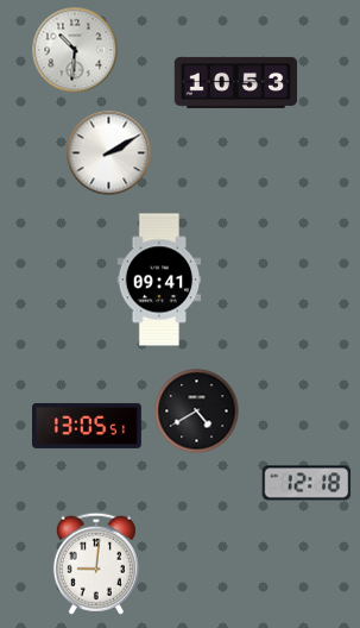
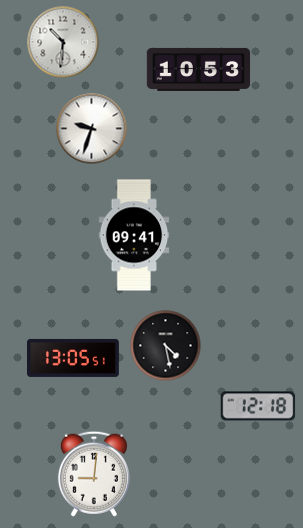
clock at (109, 153): 2:10 -> 9:33
clock at (197, 412): 4:40 -> 4:28
clock at (96, 564) position: (96, 564) -> (94, 474)
